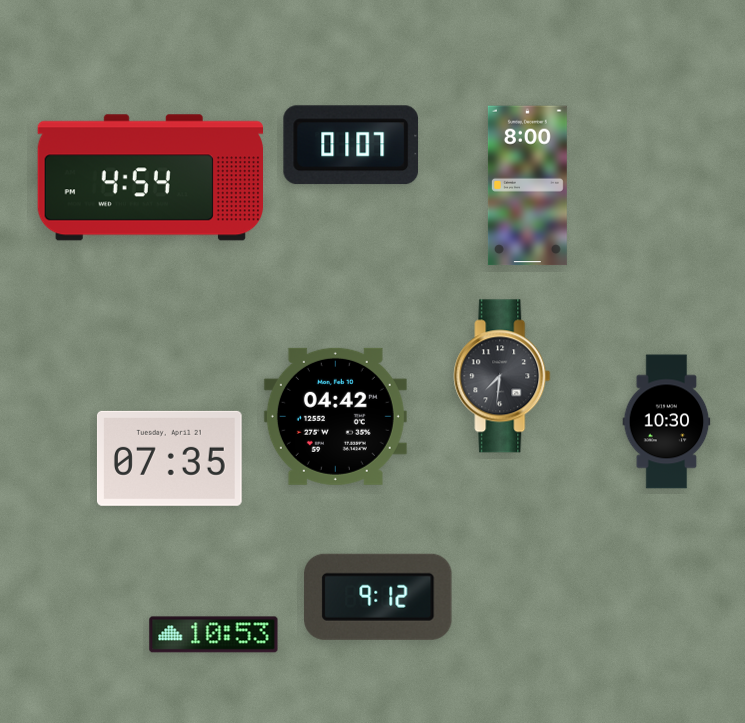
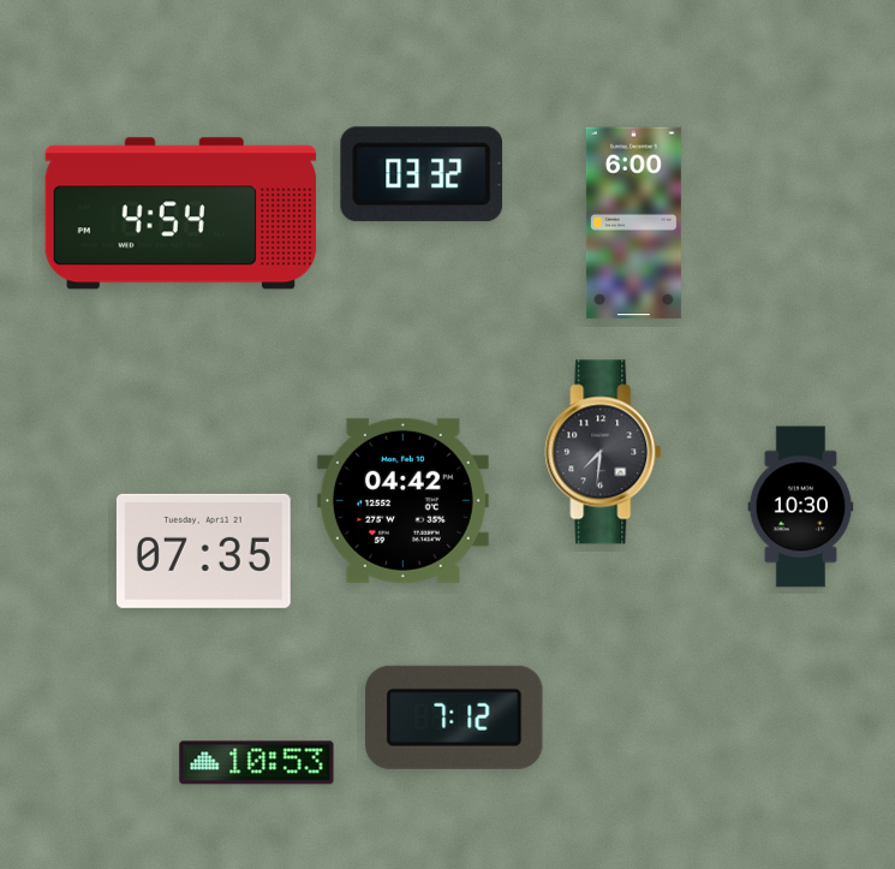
clock at (351, 145): 01:07 -> 03:32
clock at (527, 186): 8:00 -> 6:00
clock at (379, 597): 9:12 -> 7:12
